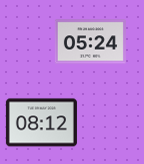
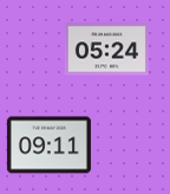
clock at (41, 123): 08:12 -> 09:11
